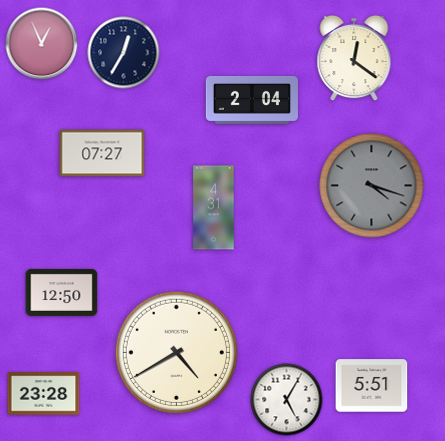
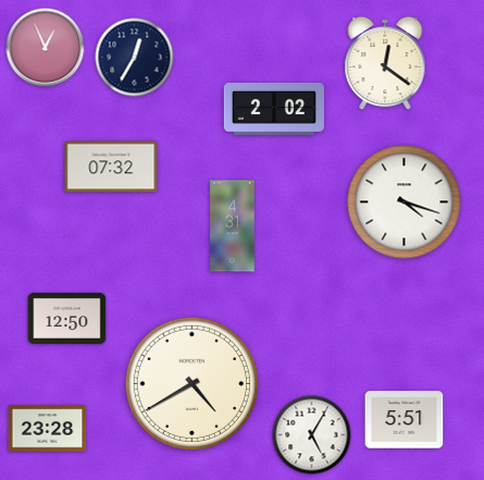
clock at (252, 101): 2:04 -> 2:02
clock at (102, 153): 07:27 -> 07:32
clock at (372, 186) dial: grey -> white
